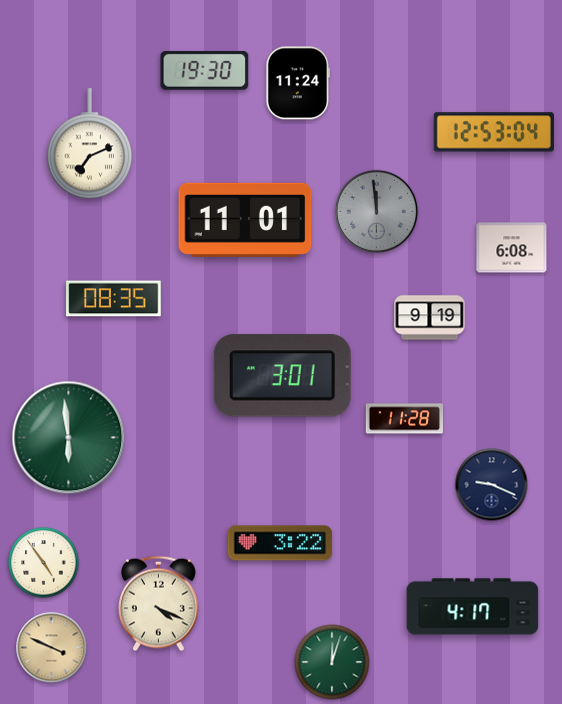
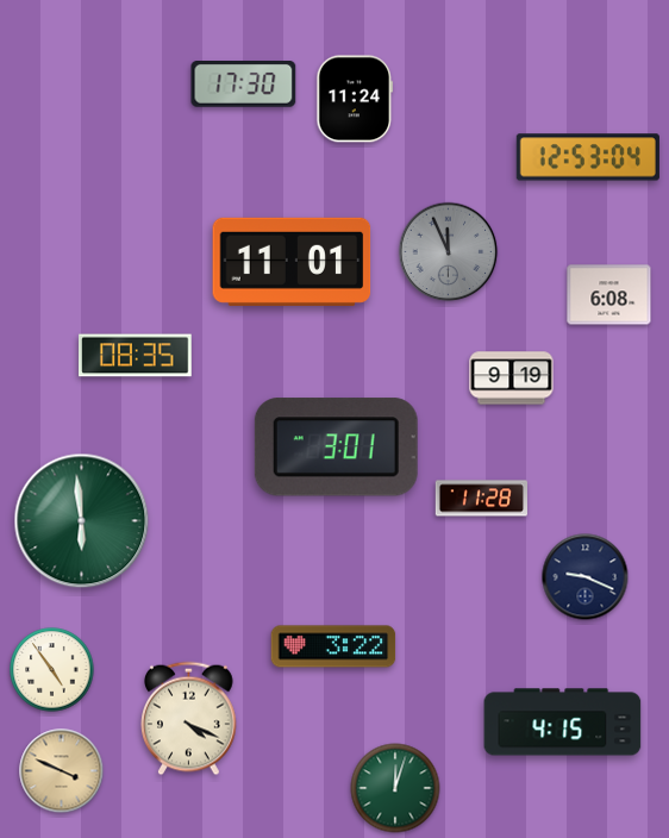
clock at (205, 71): 19:30 -> 17:30
clock at (90, 144): 7:11 -> none
clock at (377, 212): 11:59 -> 11:56
clock at (473, 607): 4:17 -> 4:15
